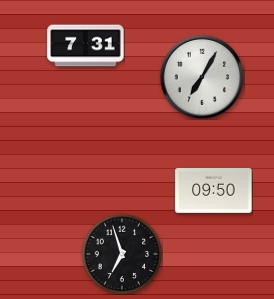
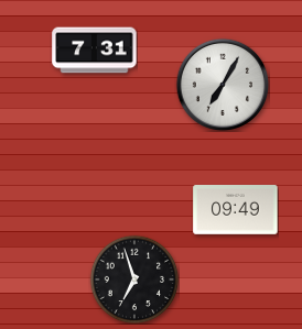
clock at (214, 191): 09:50 -> 09:49
